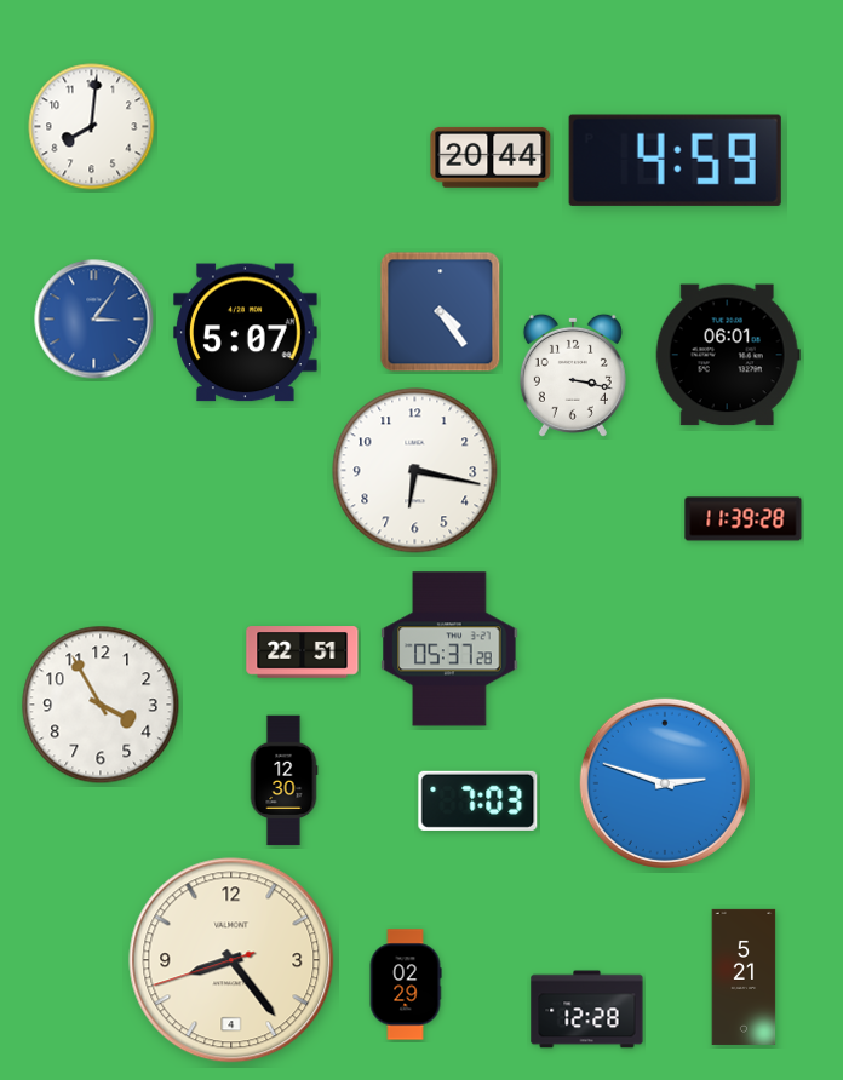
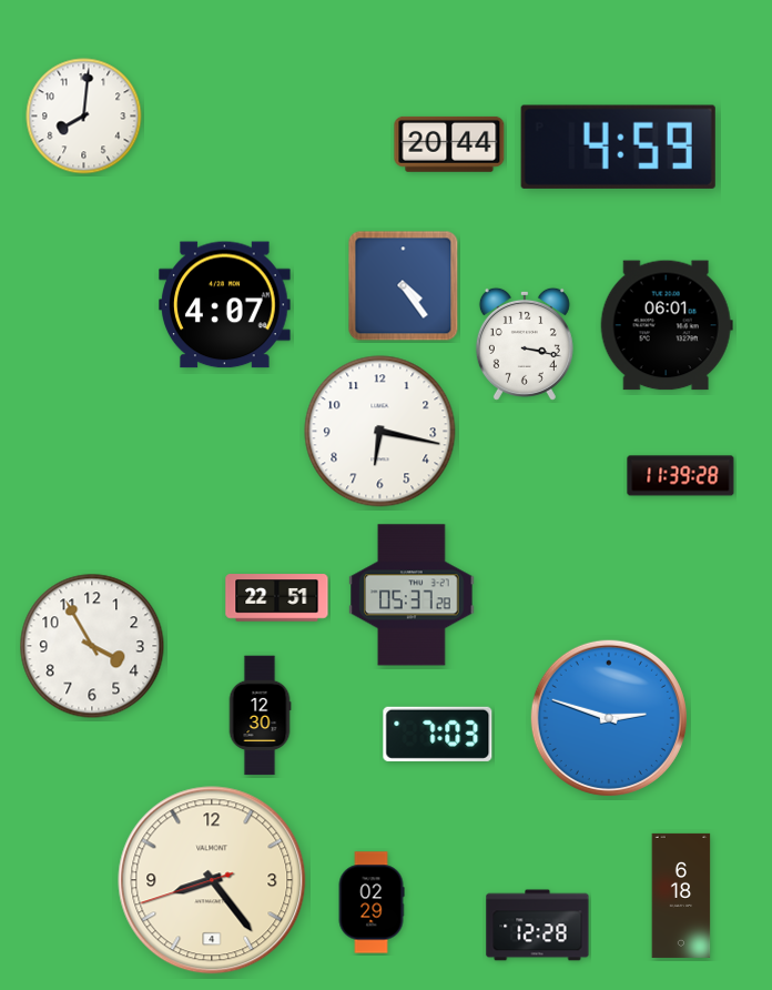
clock at (94, 320): 3:06 -> none
clock at (246, 333): 5:07 -> 4:07
clock at (744, 977): 5:21 -> 6:18
